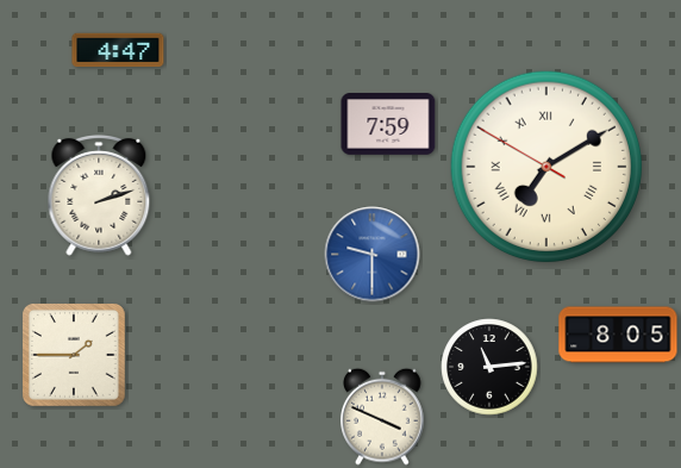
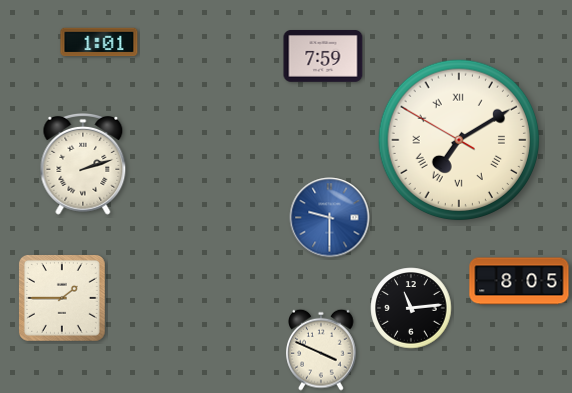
clock at (118, 50): 4:47 -> 1:01
clock at (388, 125) position: (388, 125) -> (323, 57)
clock at (373, 255) position: (373, 255) -> (330, 218)
